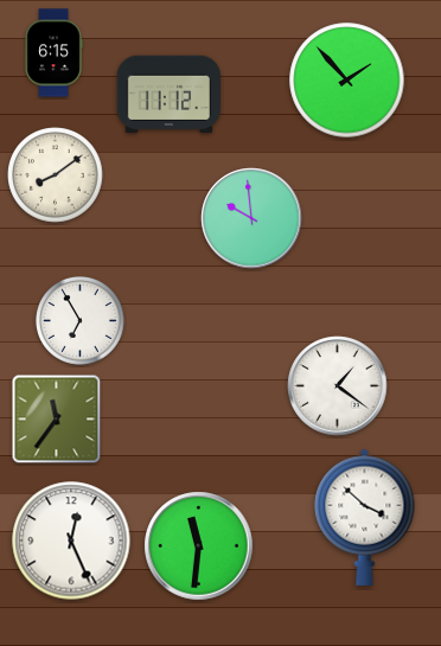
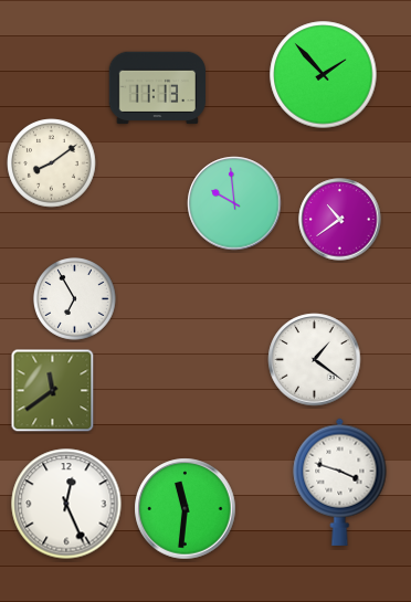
clock at (53, 53): 6:15 -> none
clock at (168, 95): 11:12 -> 11:13
clock at (340, 220): none -> 10:39
clock at (57, 420): 11:36 -> 11:39
clock at (365, 517): 3:52 -> 3:48
